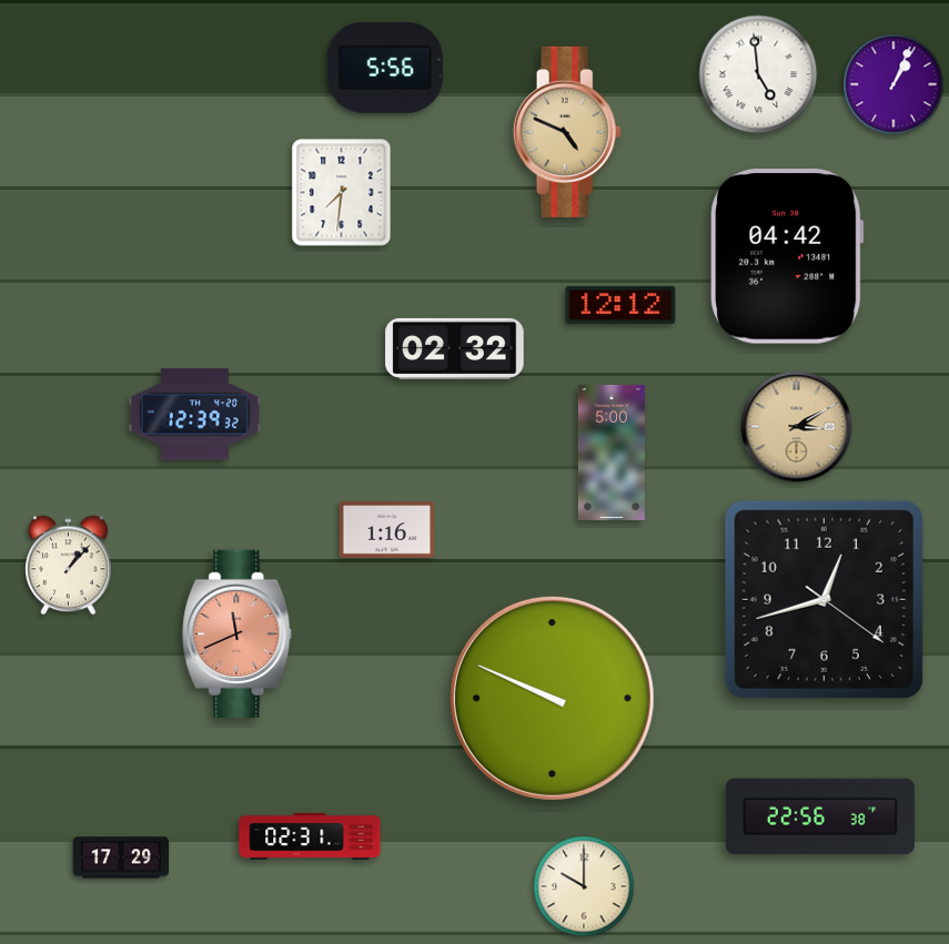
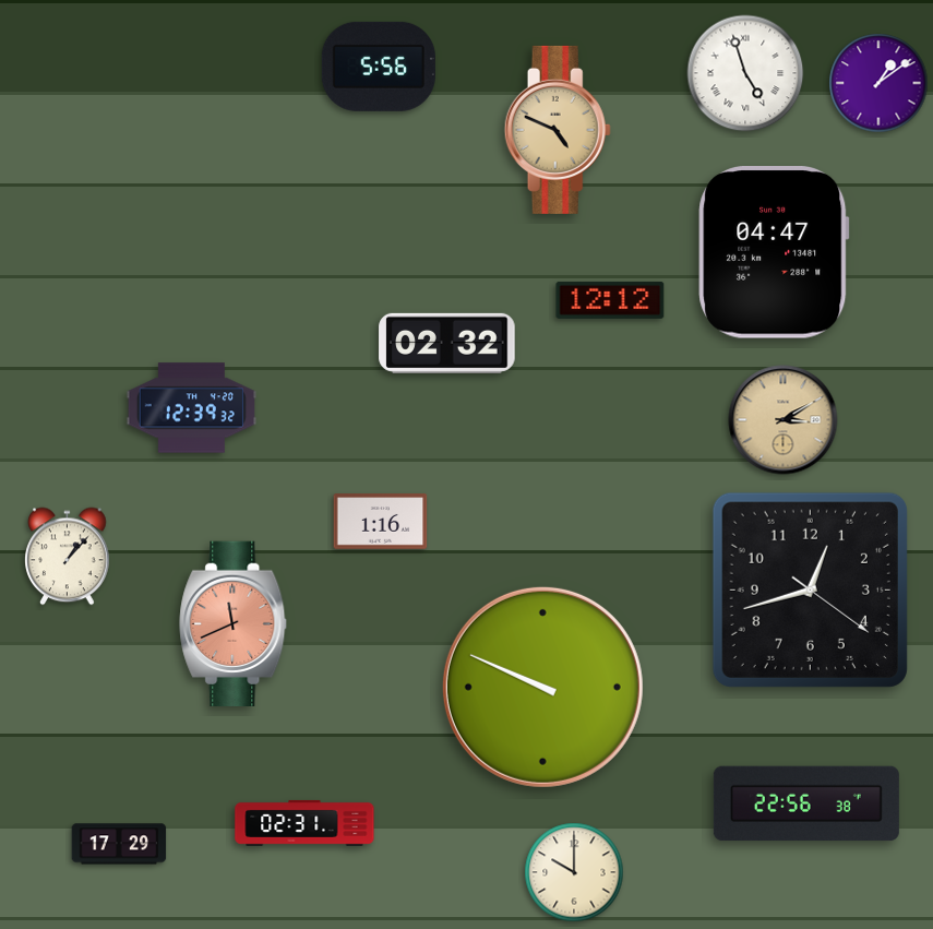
clock at (758, 74): 4:59 -> 4:57
clock at (894, 84): 1:04 -> 1:09
clock at (342, 193): 7:31 -> none
clock at (787, 257): 04:42 -> 04:47
clock at (612, 453): 5:00 -> none
